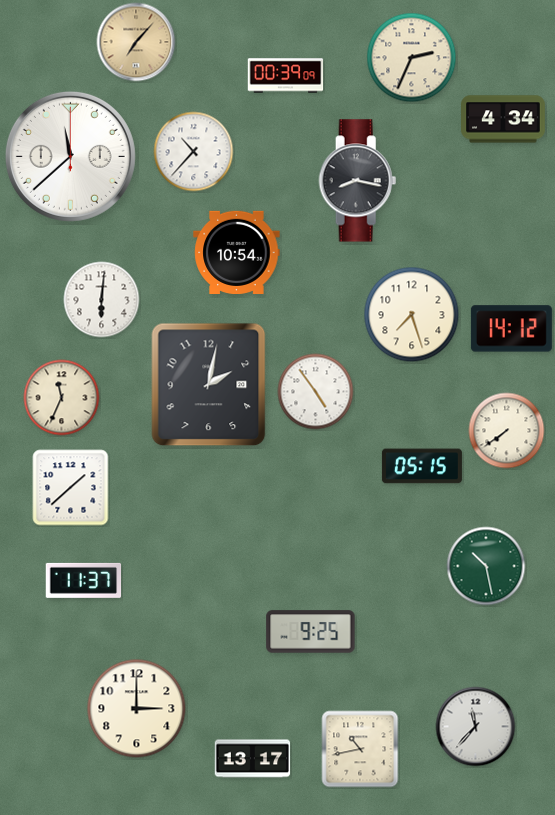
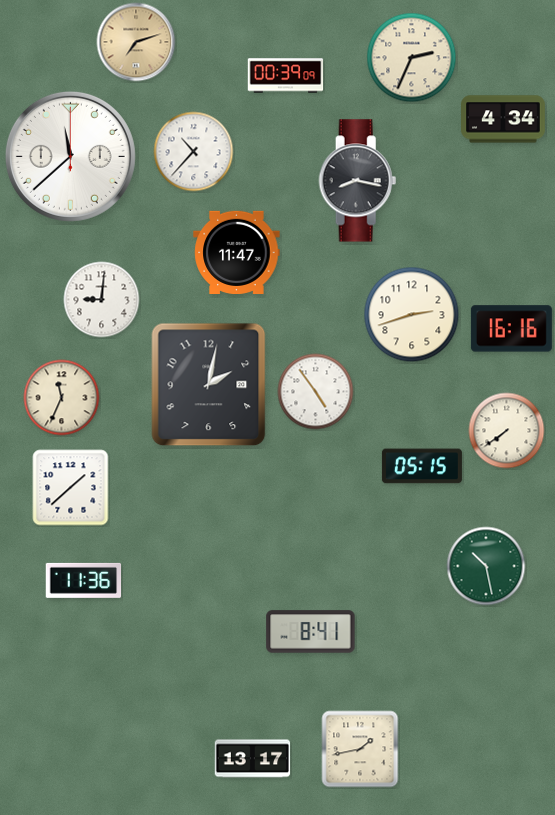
clock at (136, 42): 7:07 -> 7:12
clock at (237, 252): 10:54 -> 11:47
clock at (102, 300): 6:01 -> 9:01
clock at (412, 315): 7:27 -> 2:42
clock at (511, 329): 14:12 -> 16:16
clock at (84, 580): 11:37 -> 11:36
clock at (311, 632): 9:25 -> 8:41
clock at (137, 709): 3:00 -> none
clock at (476, 727): 11:37 -> none
clock at (360, 749): 10:43 -> 1:43
